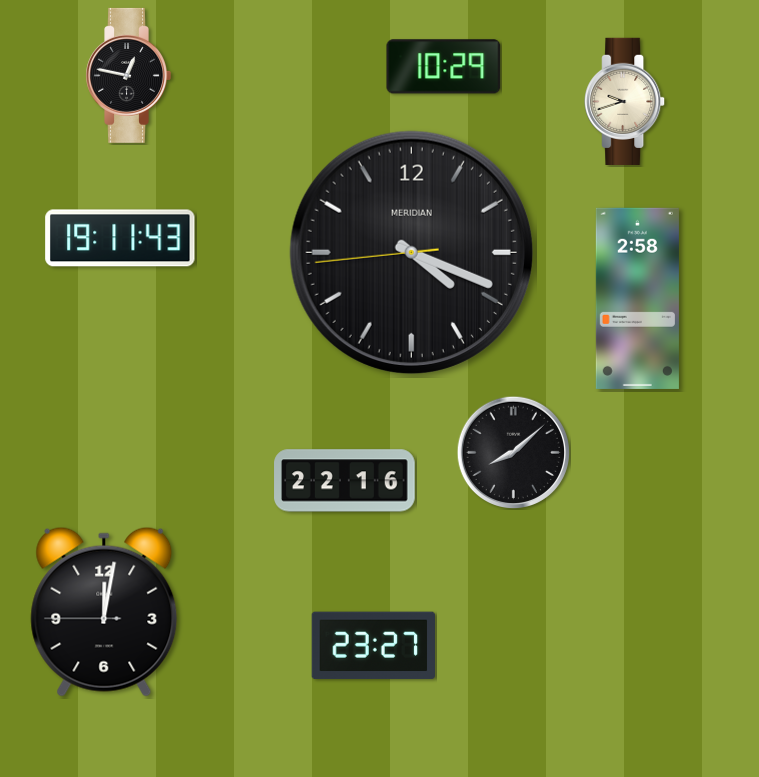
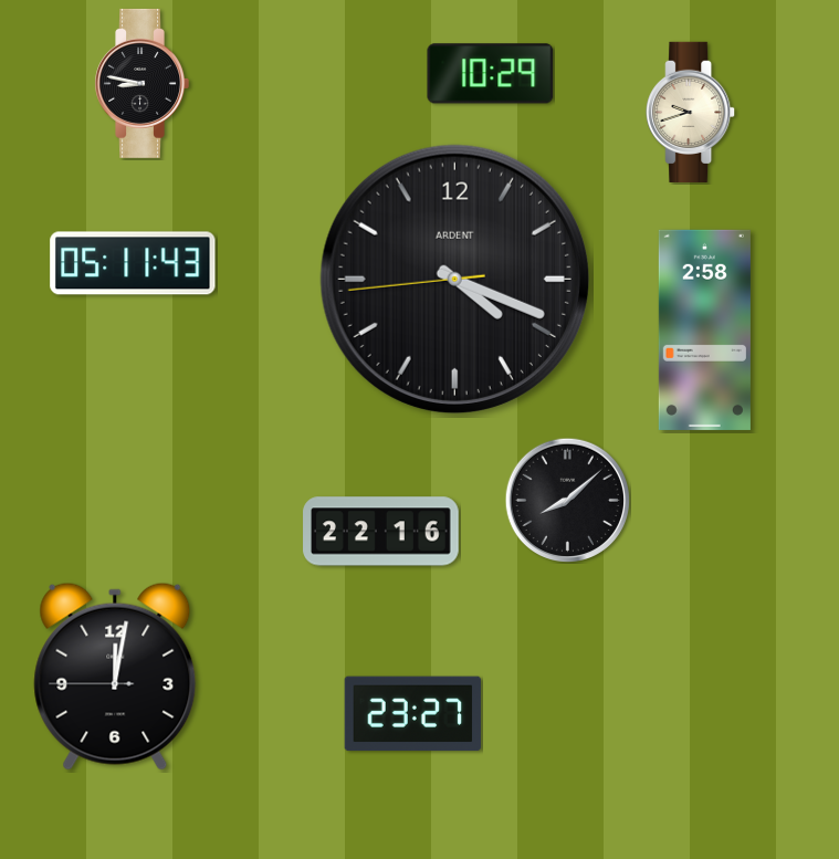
clock at (128, 75): 12:47 -> 8:47
clock at (120, 238): 19:11 -> 05:11
clock at (411, 252) brand: MERIDIAN -> ARDENT
